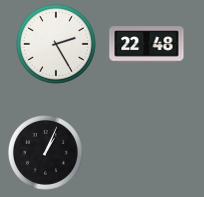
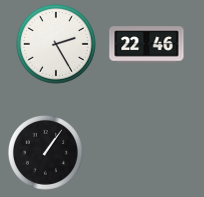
clock at (147, 45): 22:48 -> 22:46
clock at (45, 152): 1:04 -> 1:06
